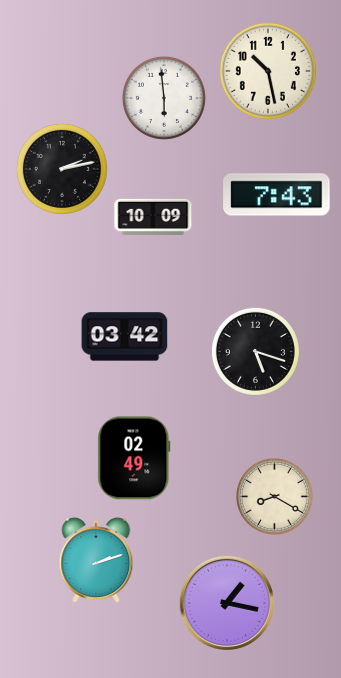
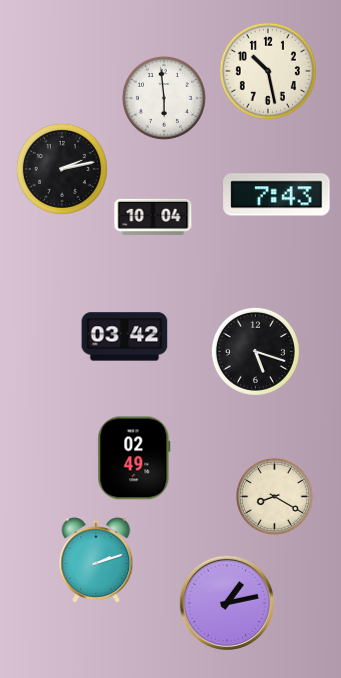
clock at (153, 217): 10:09 -> 10:04
clock at (227, 603): 1:17 -> 1:13
